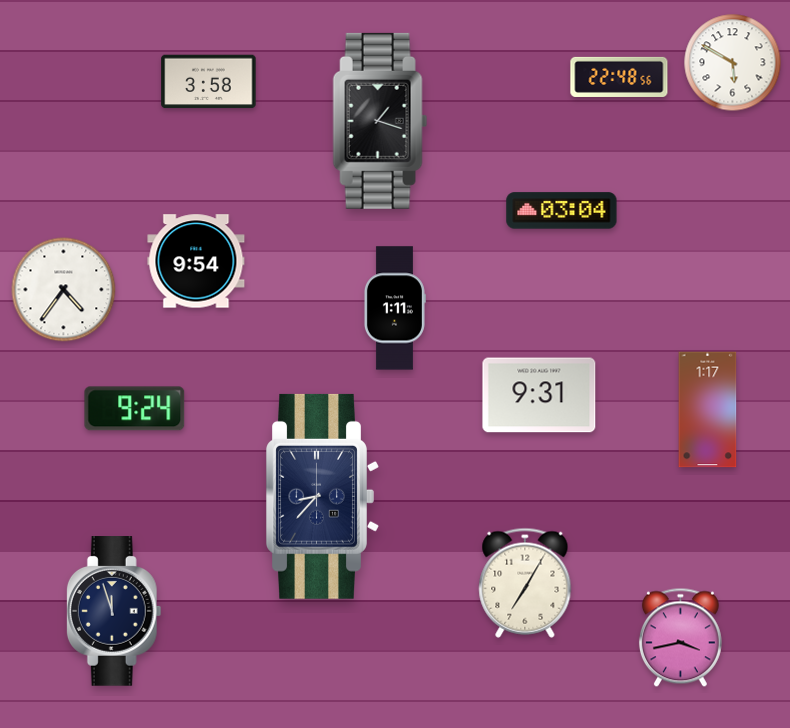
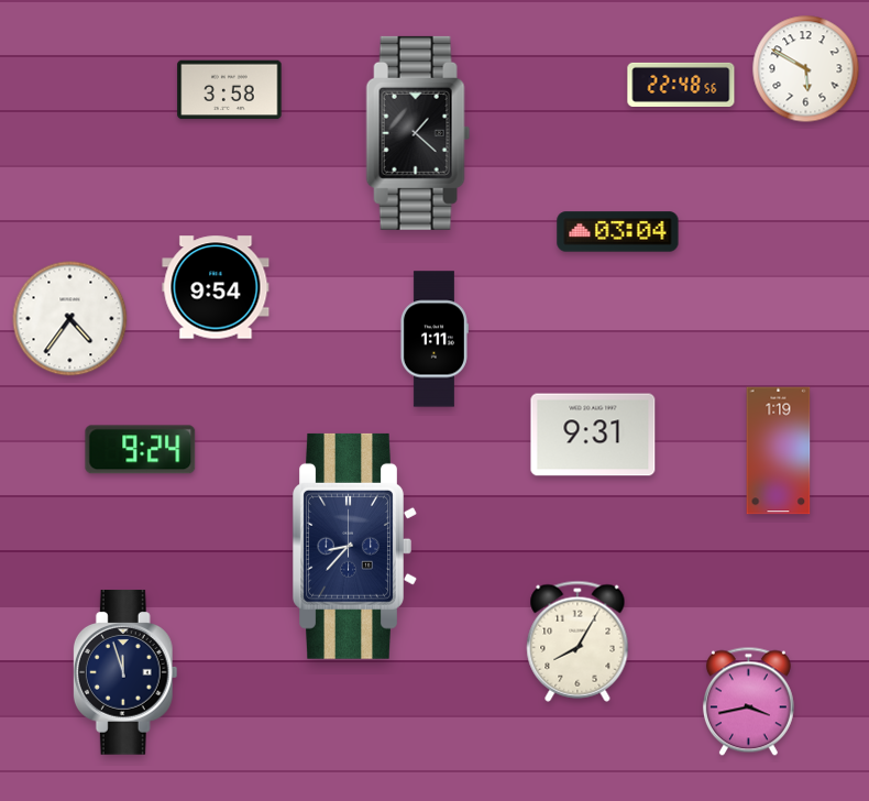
clock at (380, 121): 1:18 -> 1:22
clock at (135, 409) position: (135, 409) -> (141, 450)
clock at (708, 410): 1:17 -> 1:19
clock at (525, 583): 7:05 -> 8:05
